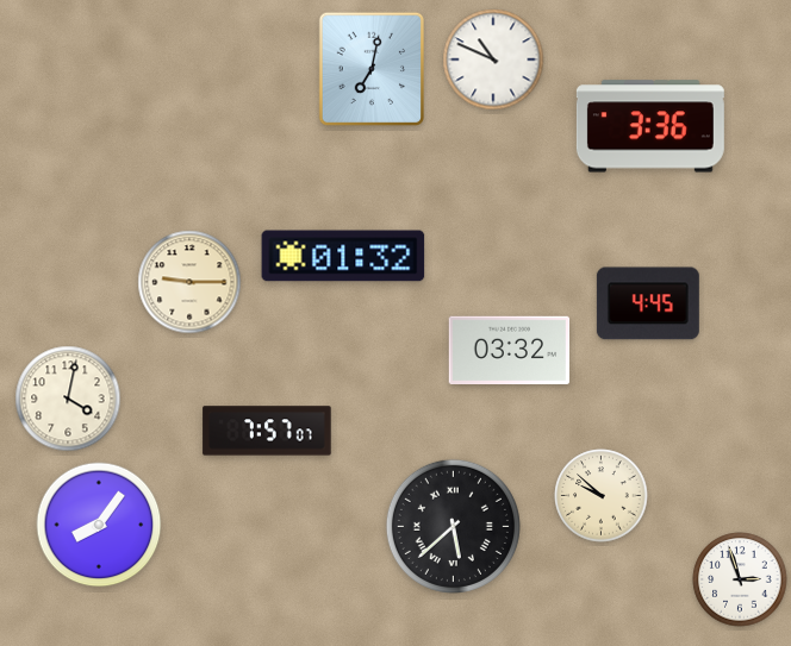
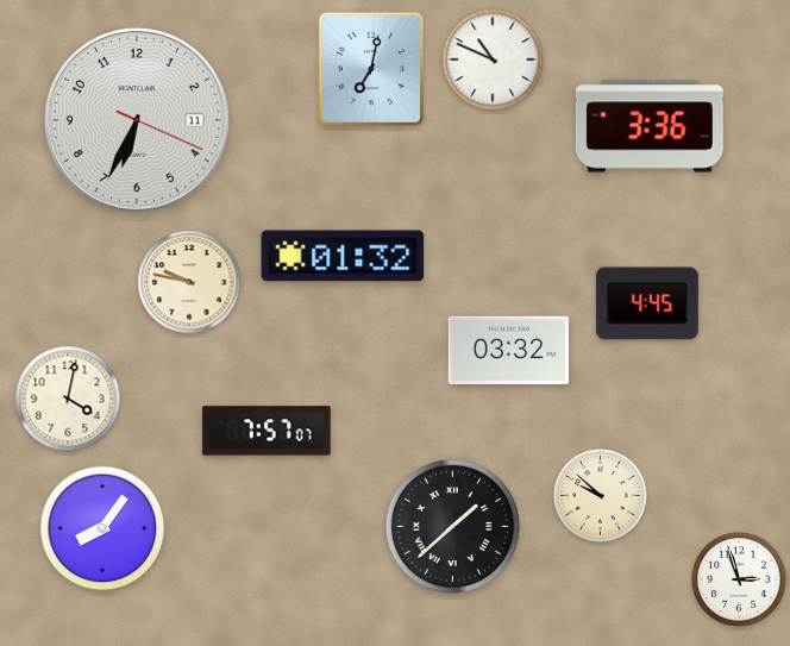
clock at (137, 120): none -> 6:34
clock at (189, 282): 9:15 -> 9:47
clock at (99, 525) position: (99, 525) -> (102, 528)
clock at (453, 526): 5:38 -> 1:38
